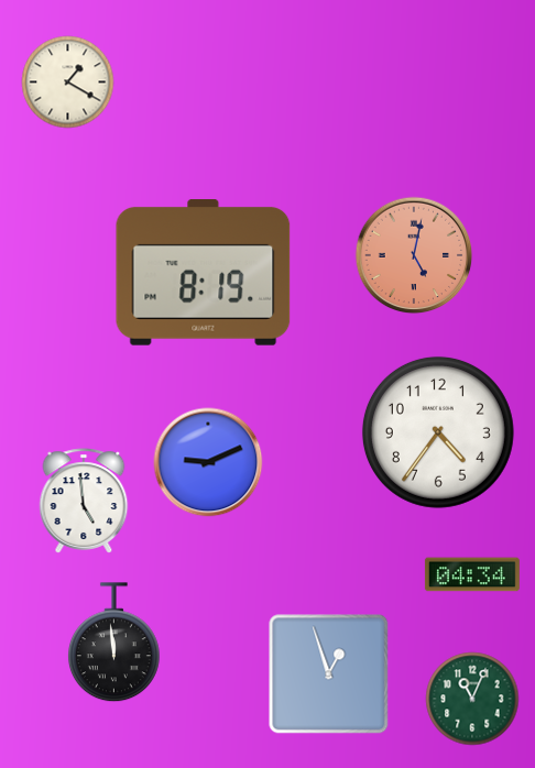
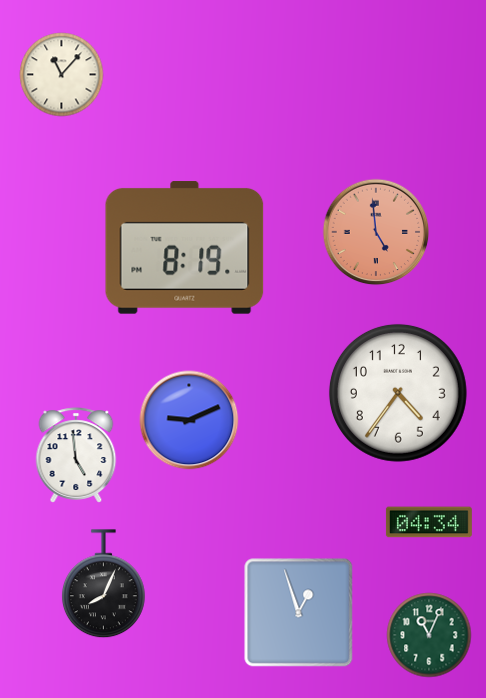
clock at (68, 83): 1:20 -> 11:07
clock at (414, 255): 5:02 -> 4:59
clock at (113, 643): 11:59 -> 8:04
